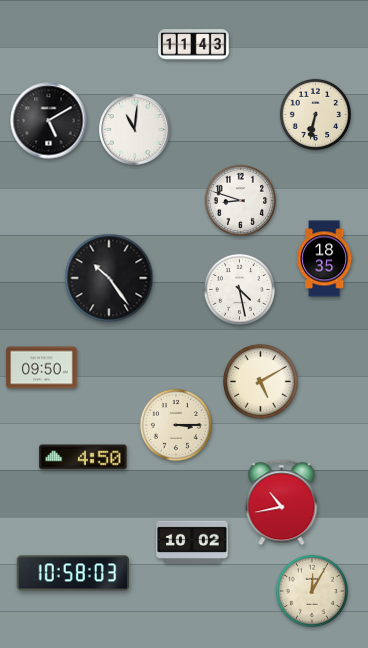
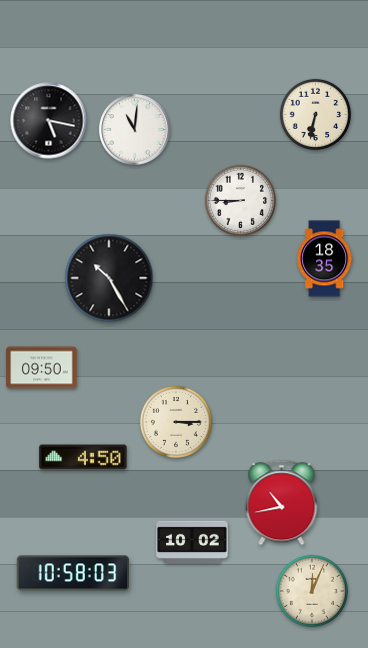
clock at (194, 45): 11:43 -> none
clock at (49, 121): 5:10 -> 5:17
clock at (240, 200): 8:48 -> 8:45
clock at (109, 278): 10:24 -> 10:25
clock at (239, 289): 4:28 -> none
clock at (261, 382): 5:10 -> none
clock at (176, 425) position: (176, 425) -> (176, 422)
clock at (312, 591): 12:05 -> 12:04
